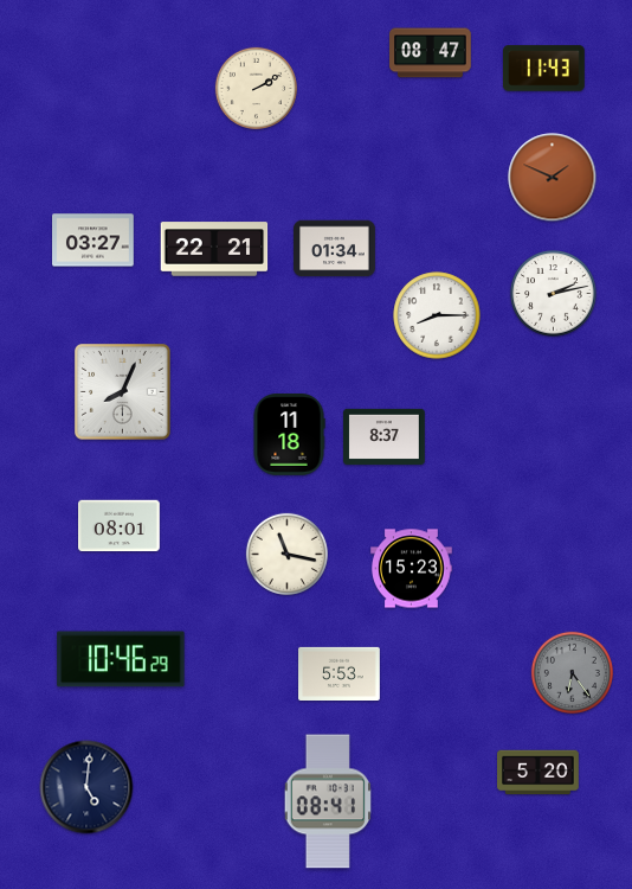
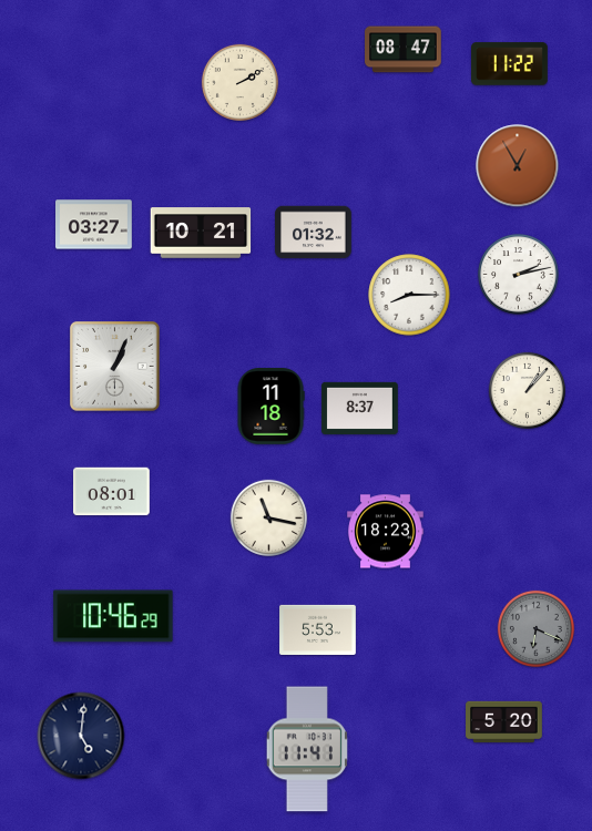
clock at (544, 69): 11:43 -> 11:22
clock at (553, 178): 1:49 -> 12:55
clock at (93, 241) position: (93, 241) -> (94, 225)
clock at (214, 249): 22:21 -> 10:21
clock at (335, 249): 01:34 -> 01:32
clock at (123, 392): 8:04 -> 1:04
clock at (527, 390): none -> 1:07
clock at (412, 569): 15:23 -> 18:23
clock at (572, 672): 6:24 -> 6:19
clock at (328, 801): 08:41 -> 11:41
